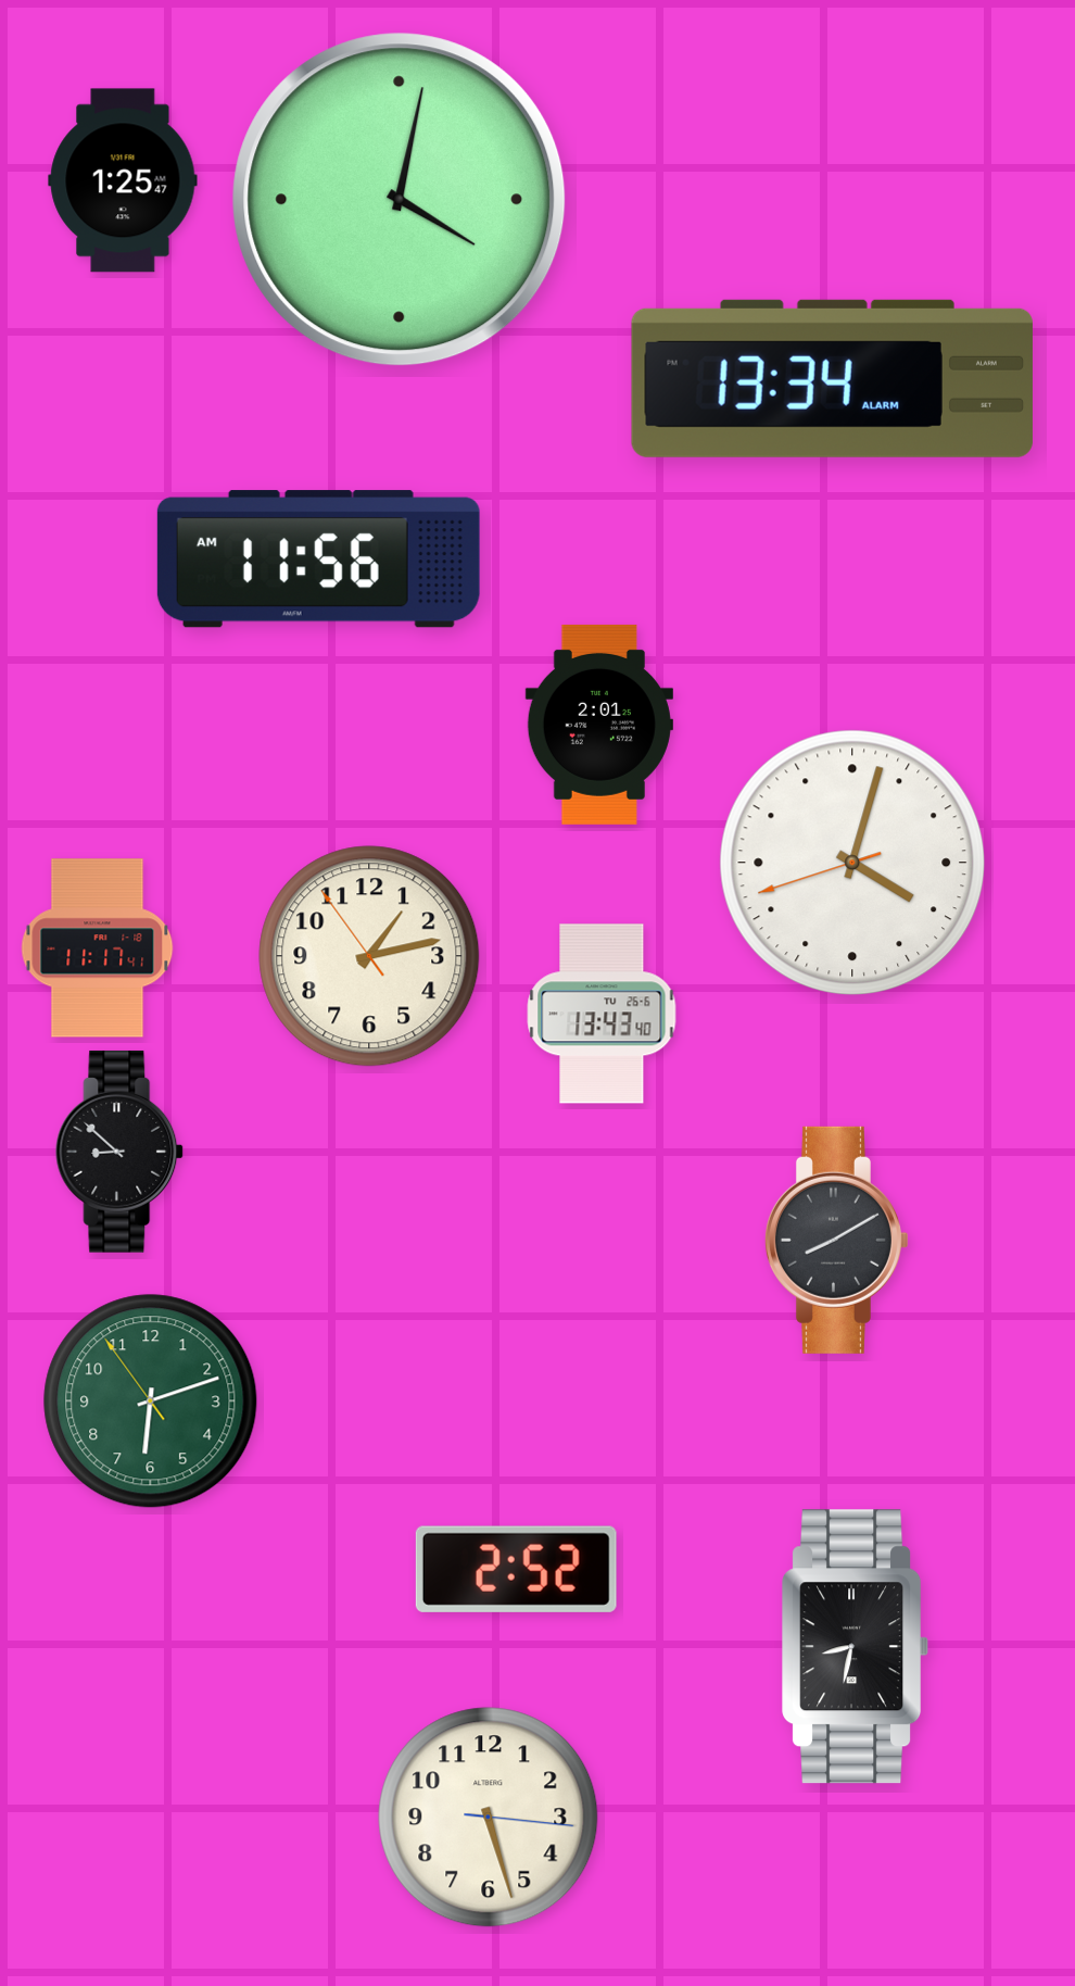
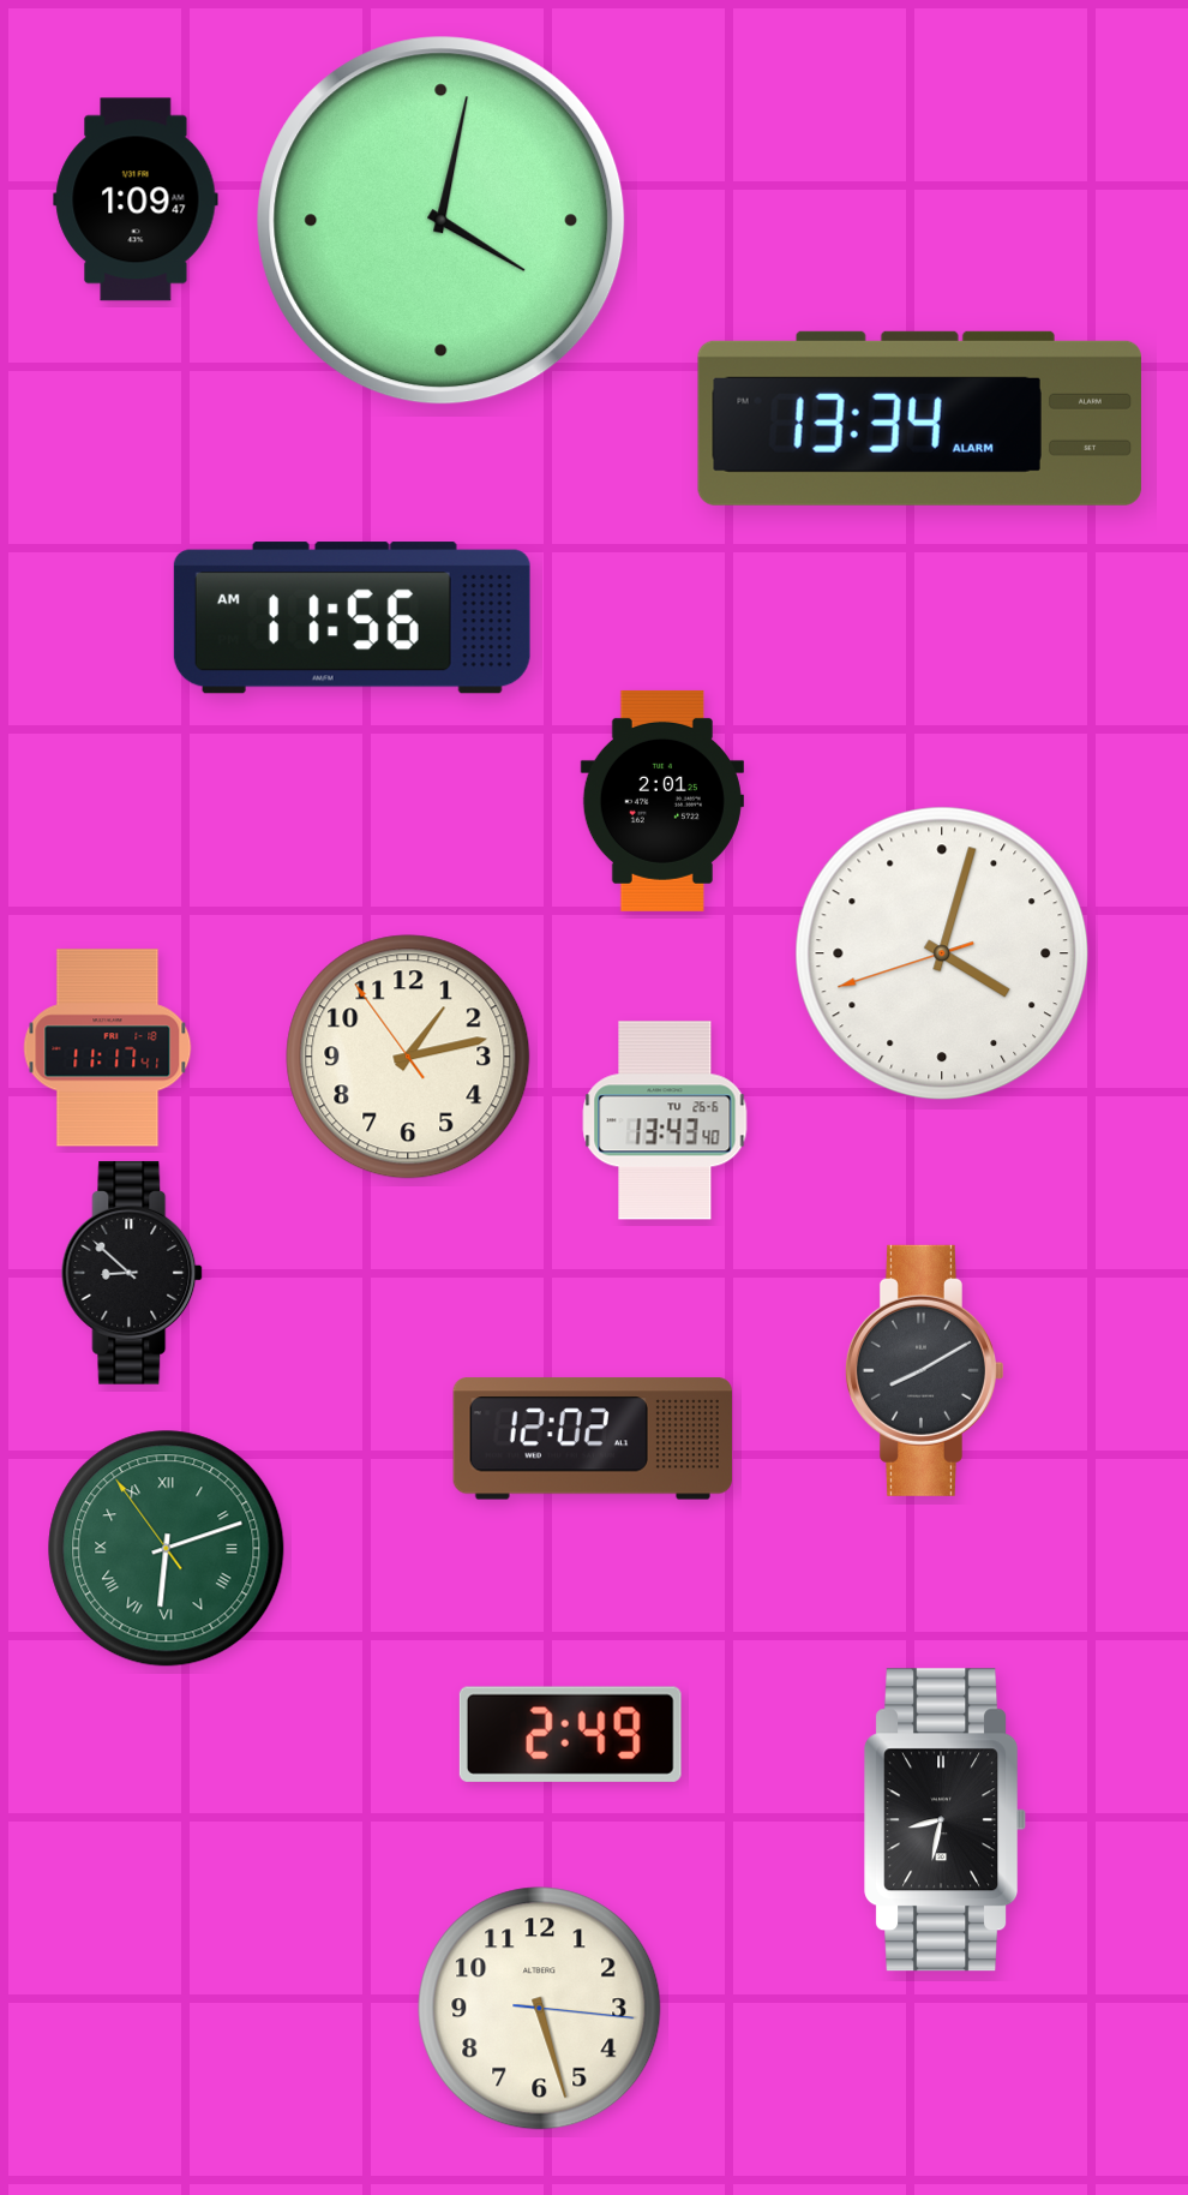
clock at (123, 180): 1:25 -> 1:09
clock at (593, 1439): none -> 12:02
clock at (151, 1401) numerals: Arabic -> Roman
clock at (516, 1569): 2:52 -> 2:49
